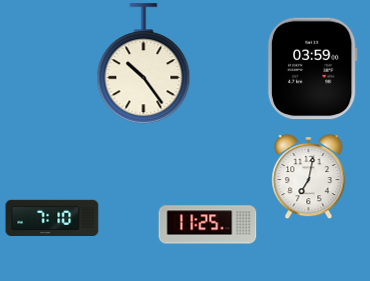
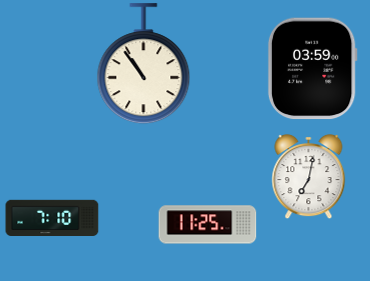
clock at (144, 64): 10:24 -> 10:54
